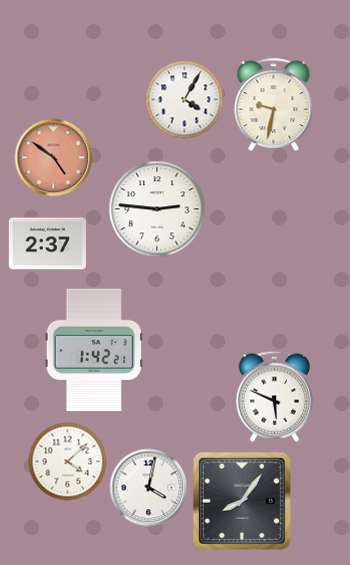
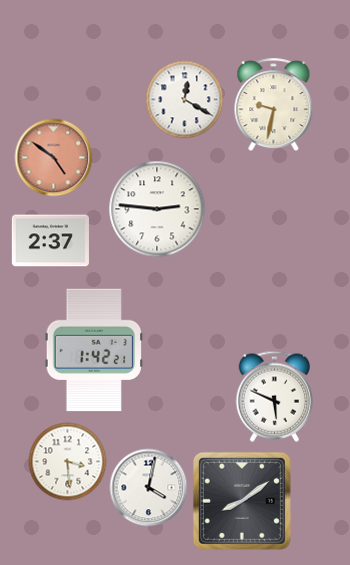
clock at (184, 99): 4:05 -> 12:20
clock at (47, 244) position: (47, 244) -> (50, 241)
clock at (67, 461): 4:08 -> 3:29
clock at (242, 501): 8:06 -> 8:09
